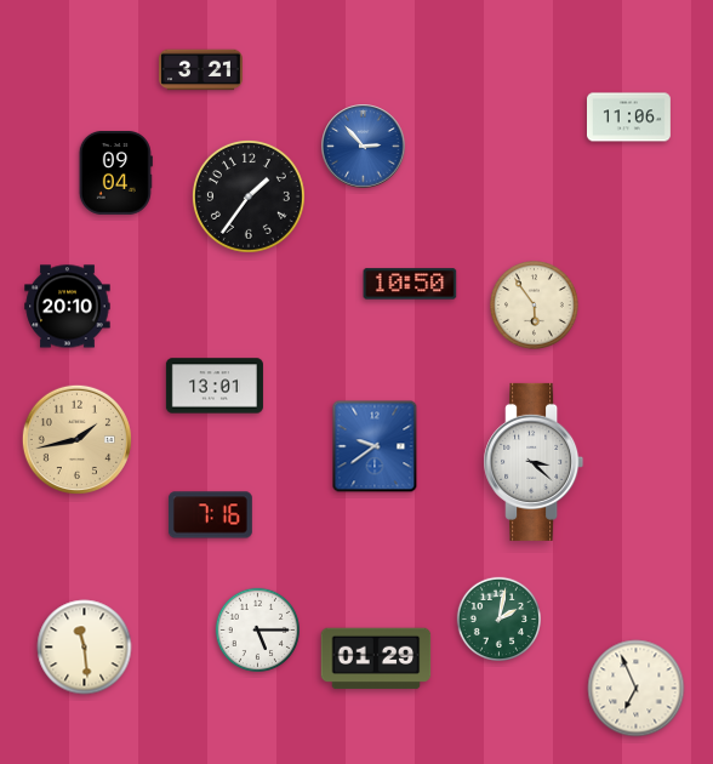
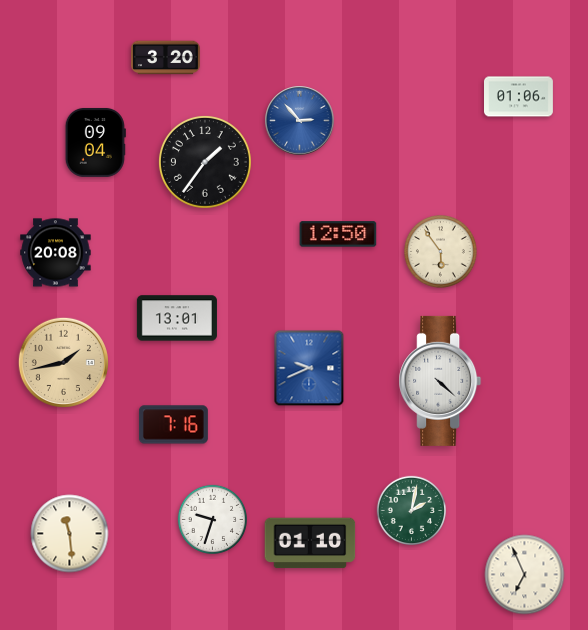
clock at (201, 70): 3:21 -> 3:20
clock at (629, 118): 11:06 -> 01:06
clock at (410, 284): 10:50 -> 12:50
clock at (68, 307): 20:10 -> 20:08
clock at (375, 446): 9:39 -> 9:41
clock at (534, 462): 3:22 -> 4:22
clock at (257, 629): 5:15 -> 9:33
clock at (376, 658): 01:29 -> 01:10
clock at (637, 689) position: (637, 689) -> (525, 575)
